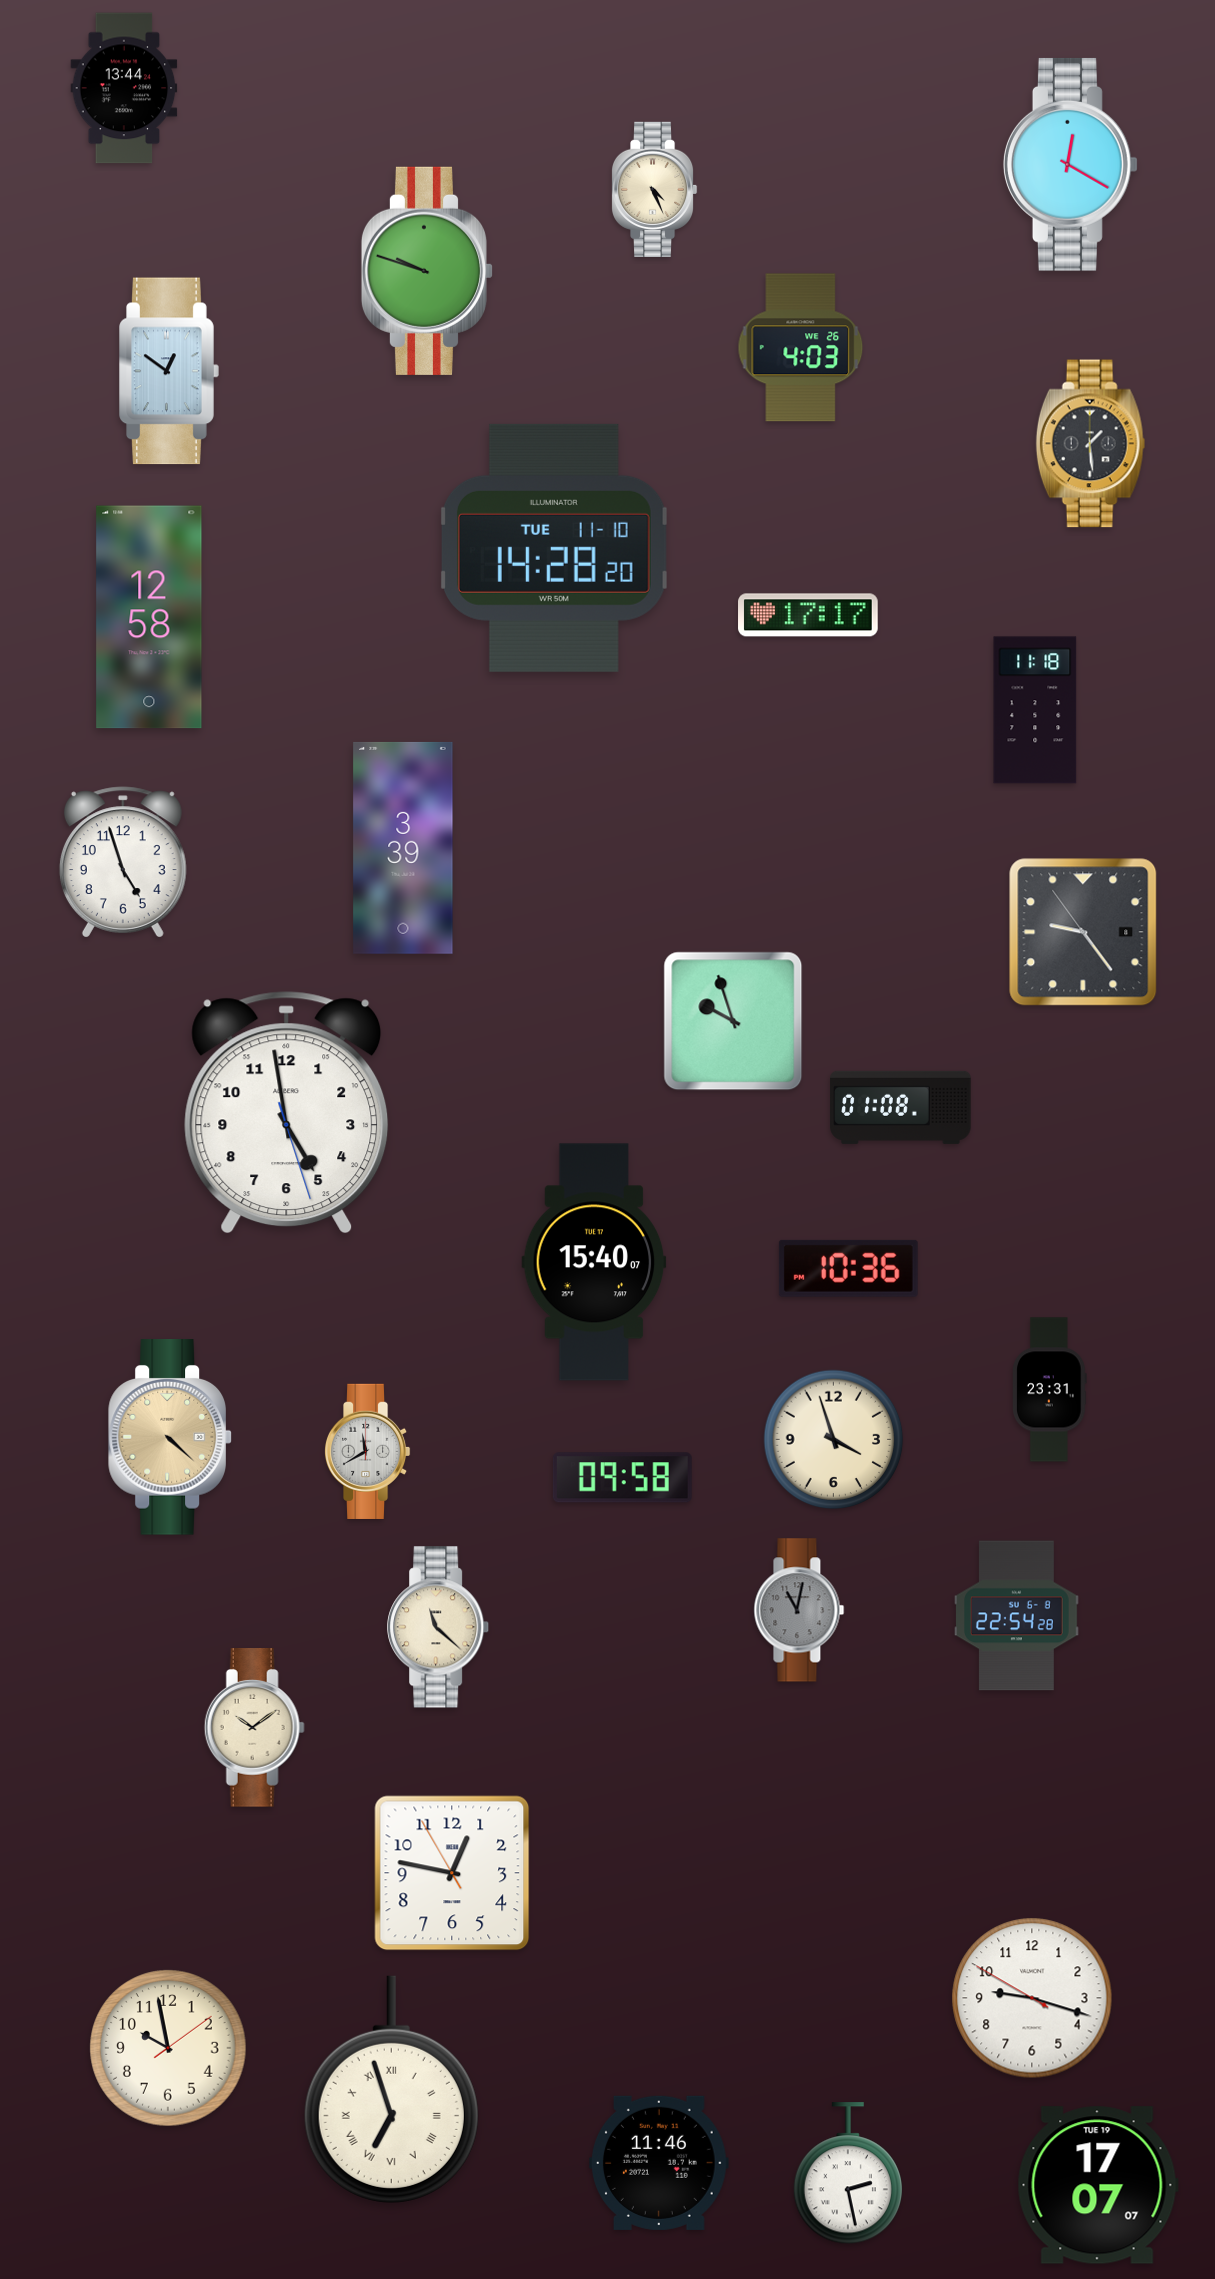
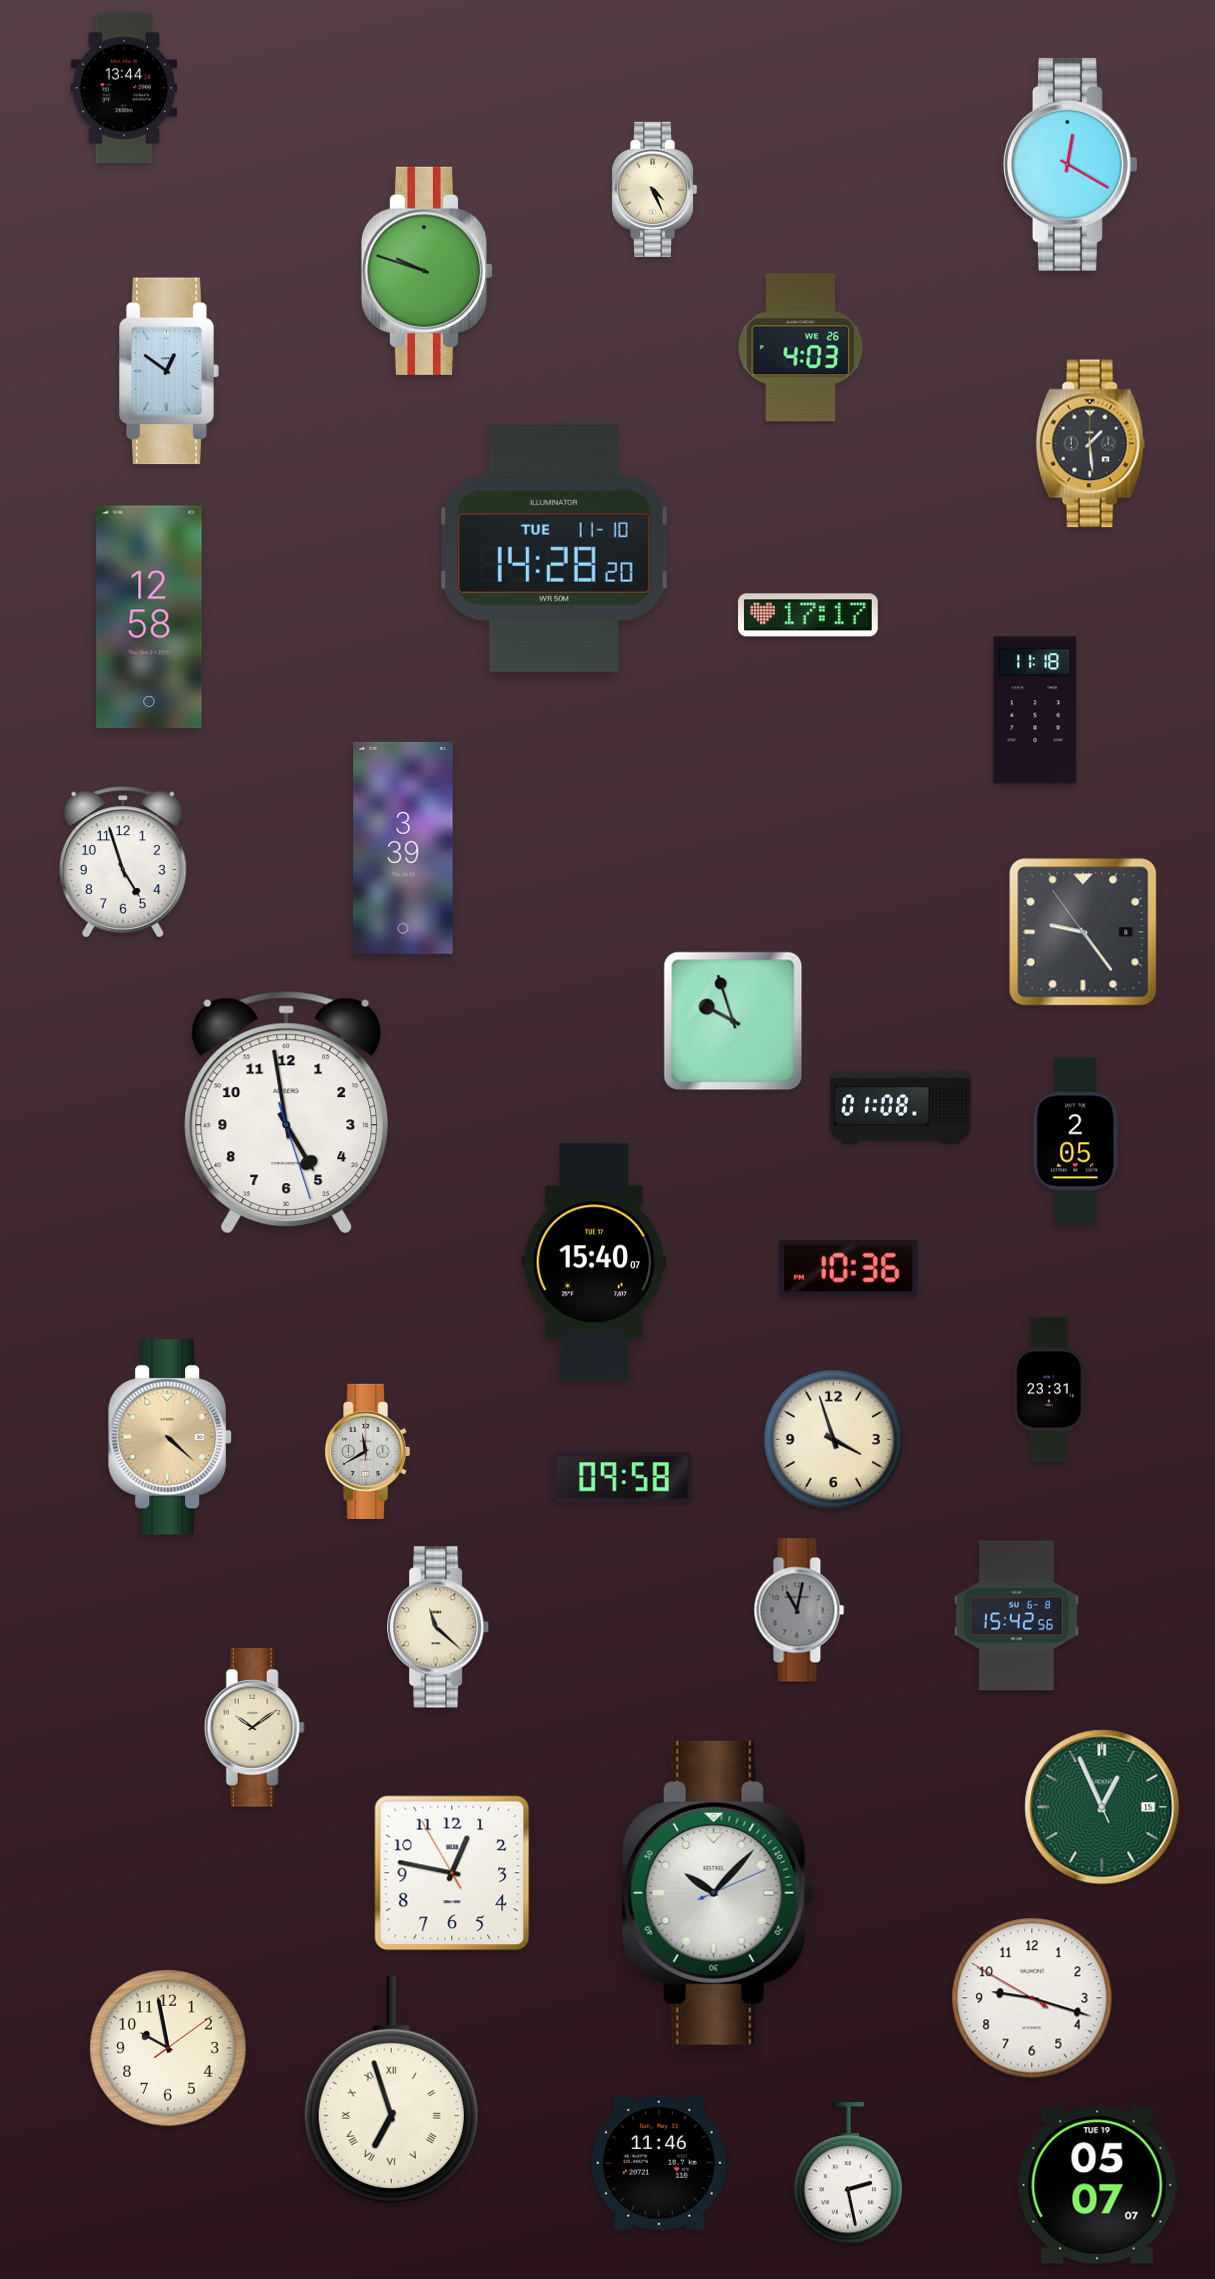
clock at (1076, 1141): none -> 2:05
clock at (1017, 1616): 22:54 -> 15:42
clock at (1102, 1807): none -> 12:55
clock at (718, 1893): none -> 10:07
clock at (1098, 2185): 17:07 -> 05:07
